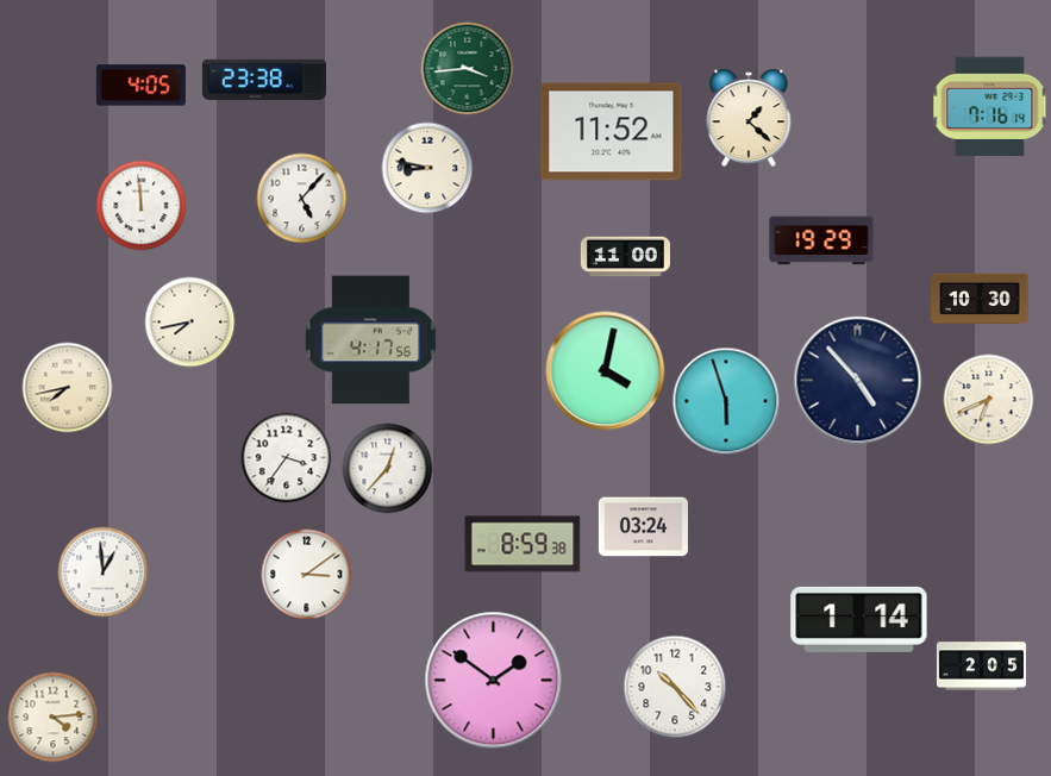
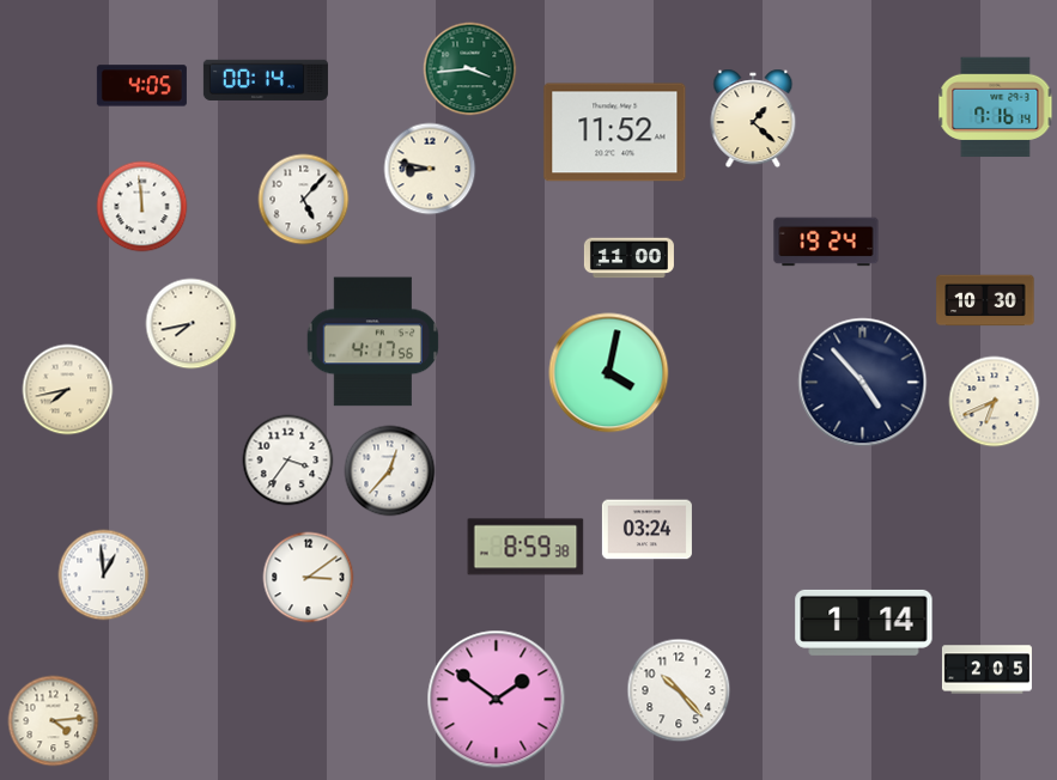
clock at (264, 80): 23:38 -> 00:14
clock at (821, 240): 19:29 -> 19:24
clock at (726, 401): 5:57 -> none
clock at (494, 681) position: (494, 681) -> (497, 700)
